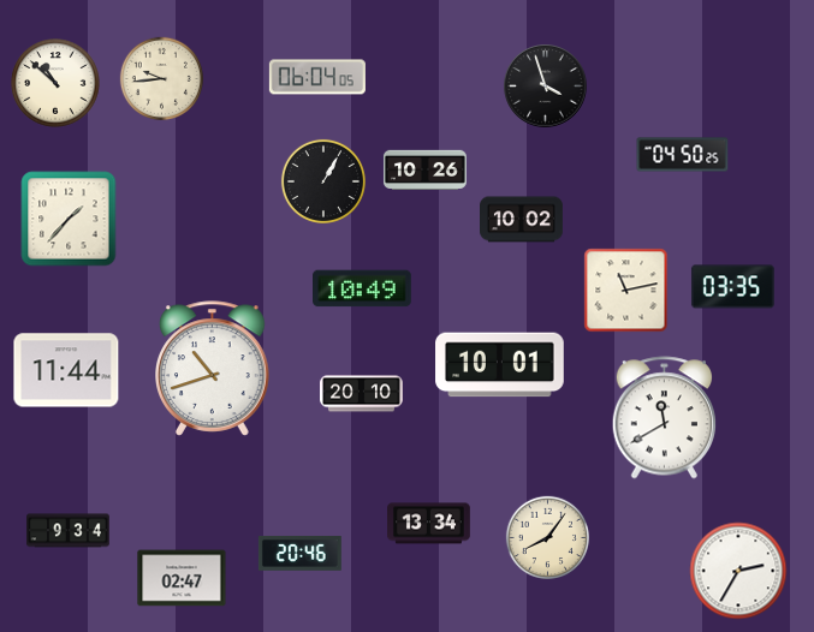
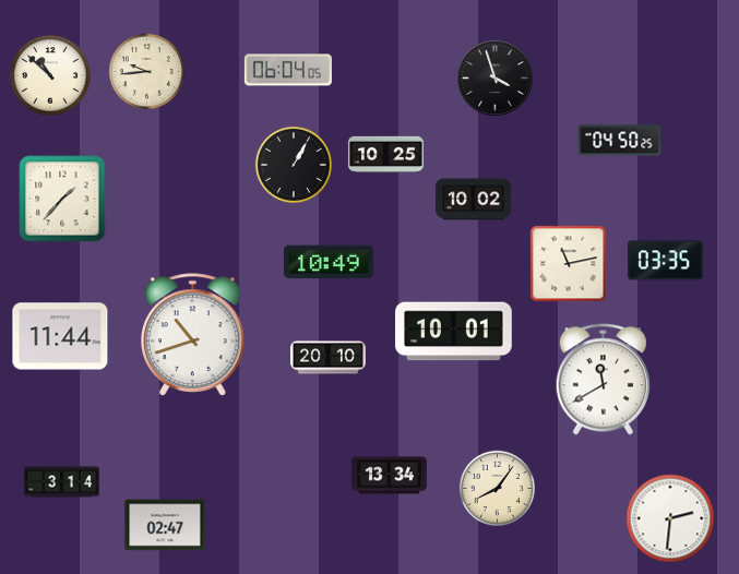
clock at (424, 169): 10:26 -> 10:25
clock at (69, 531): 9:34 -> 3:14
clock at (299, 553): 20:46 -> none
clock at (738, 571): 2:35 -> 2:31
